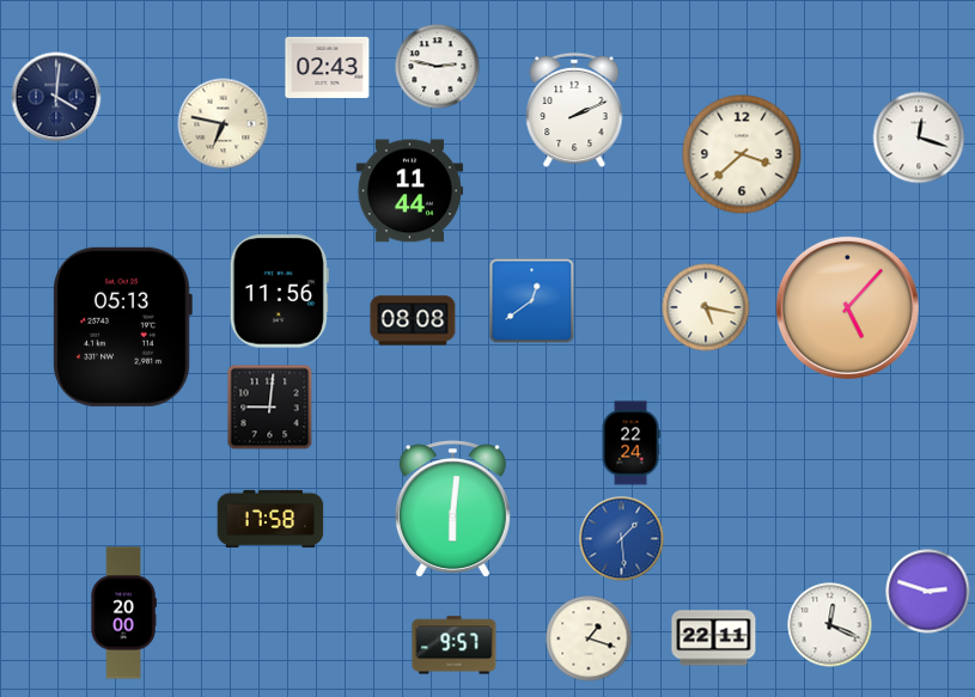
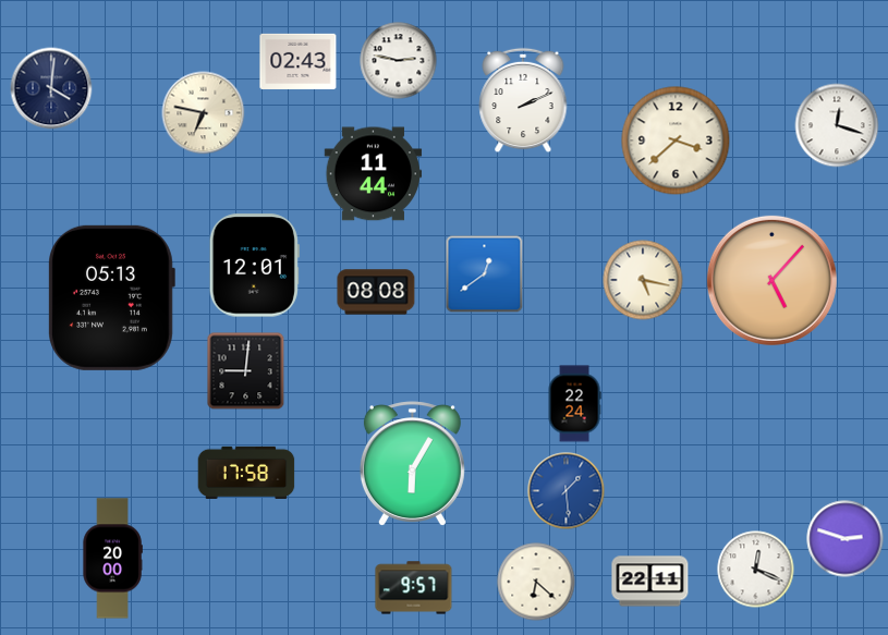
clock at (279, 292): 11:56 -> 12:01
clock at (452, 509): 6:01 -> 6:05
clock at (589, 638): 1:18 -> 6:22
